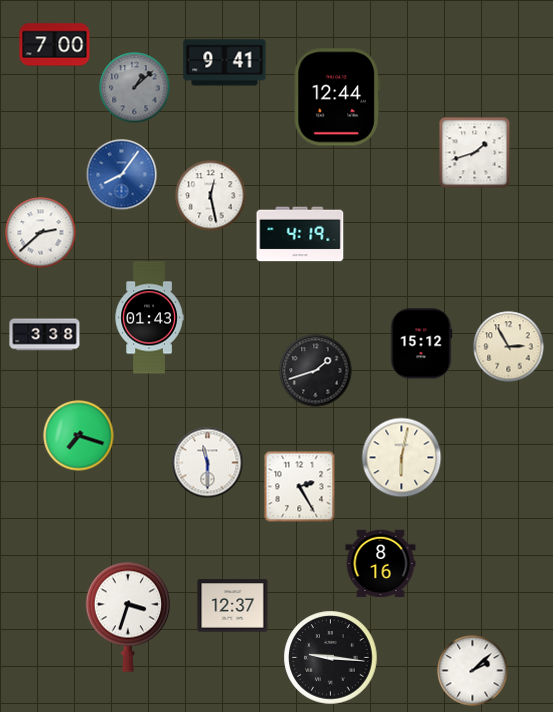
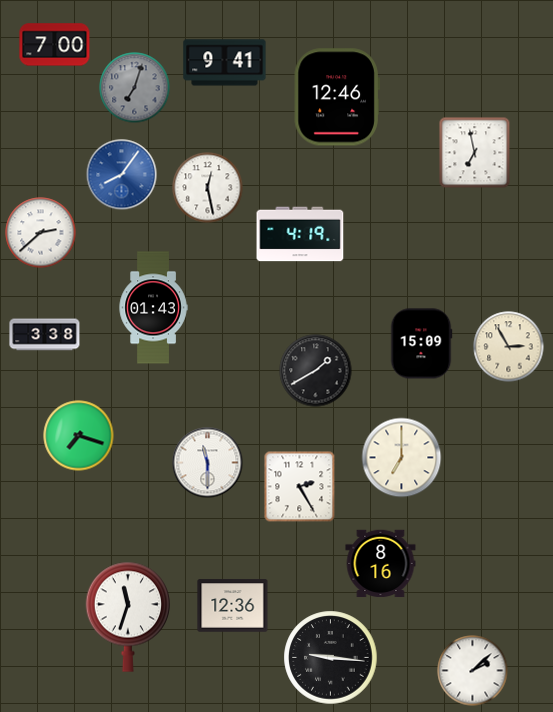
clock at (135, 88): 1:08 -> 7:03
clock at (337, 97): 12:44 -> 12:46
clock at (475, 153): 1:42 -> 6:58
clock at (211, 196) position: (211, 196) -> (208, 188)
clock at (149, 318) position: (149, 318) -> (153, 308)
clock at (421, 344): 15:12 -> 15:09
clock at (316, 371): 1:42 -> 1:40
clock at (402, 458): 6:02 -> 7:00
clock at (233, 606): 12:37 -> 12:36
clock at (128, 617): 3:33 -> 11:33
